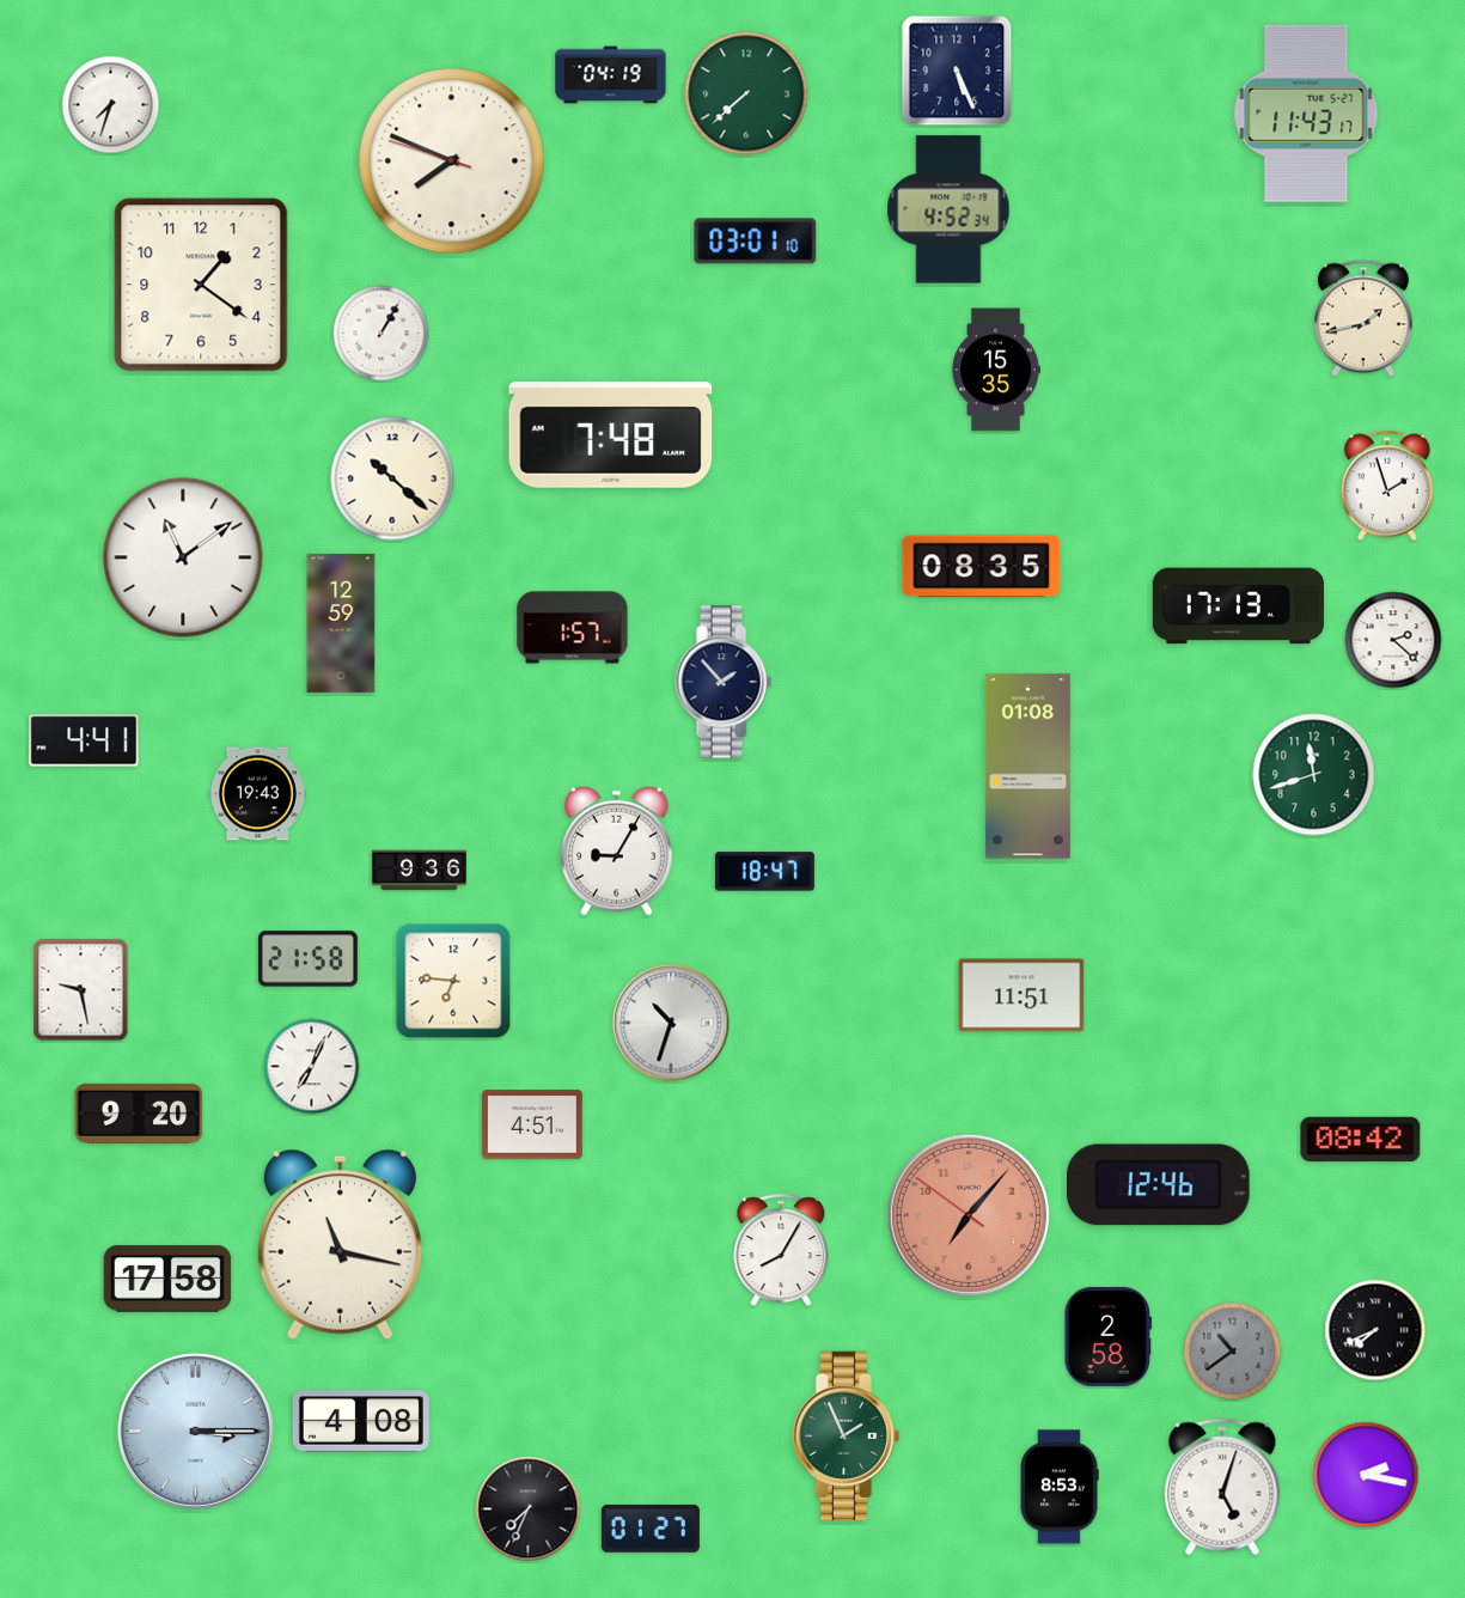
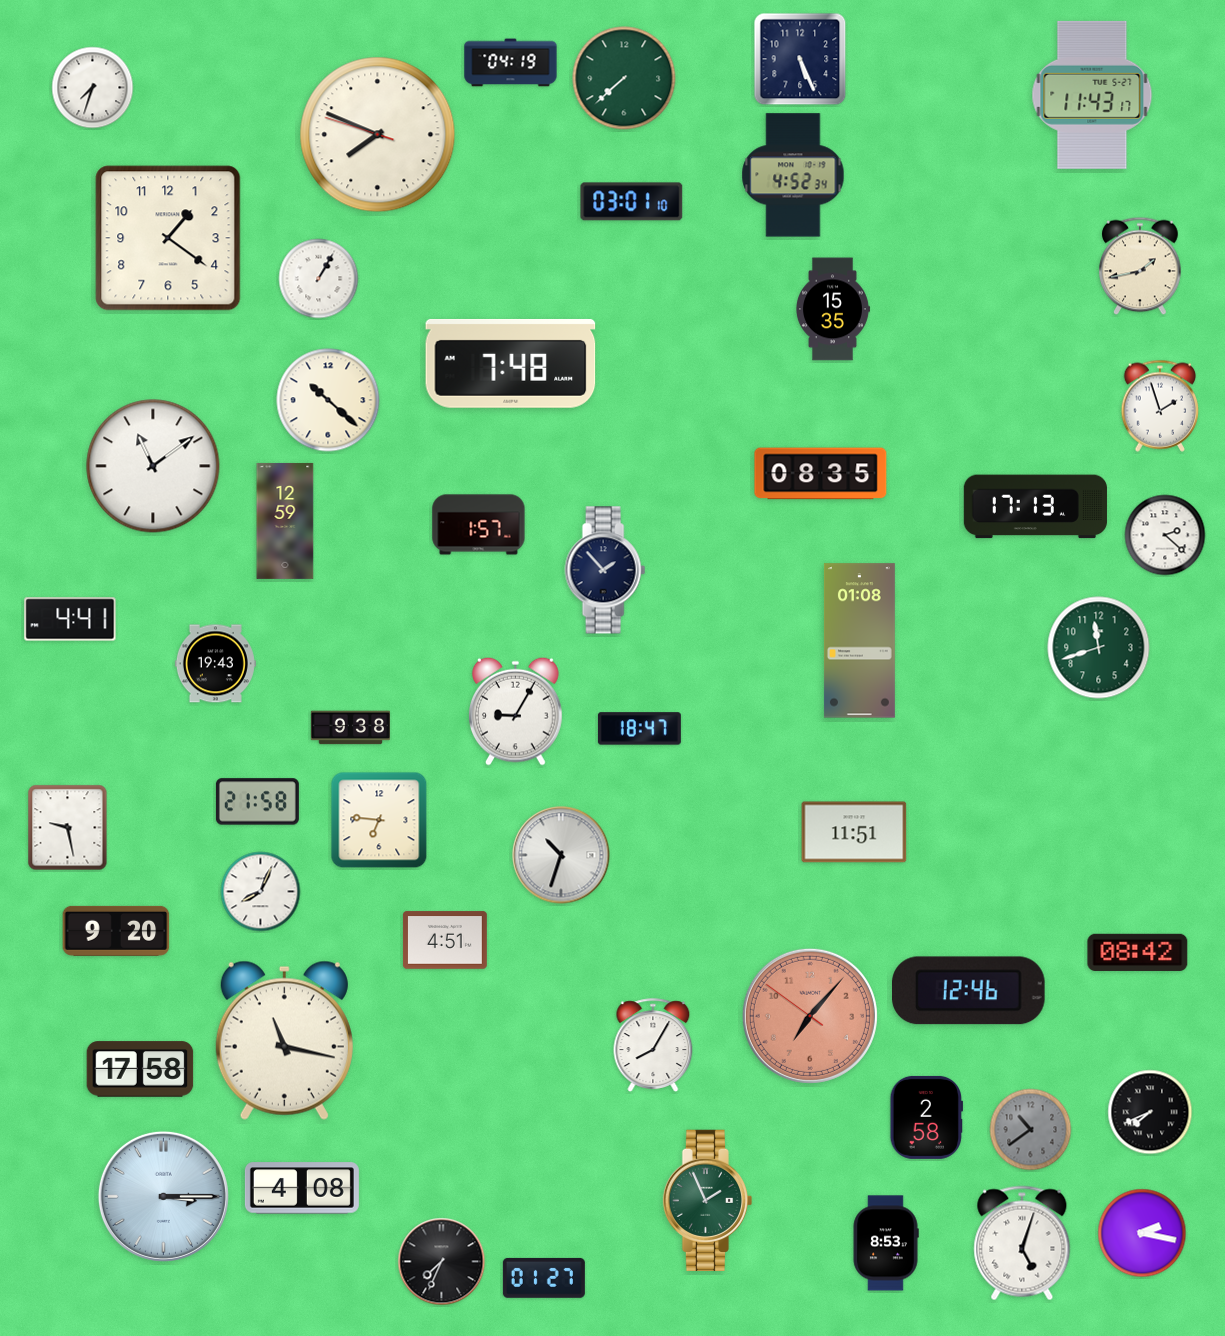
clock at (419, 871): 9:36 -> 9:38
clock at (312, 1067): 7:04 -> 8:04
